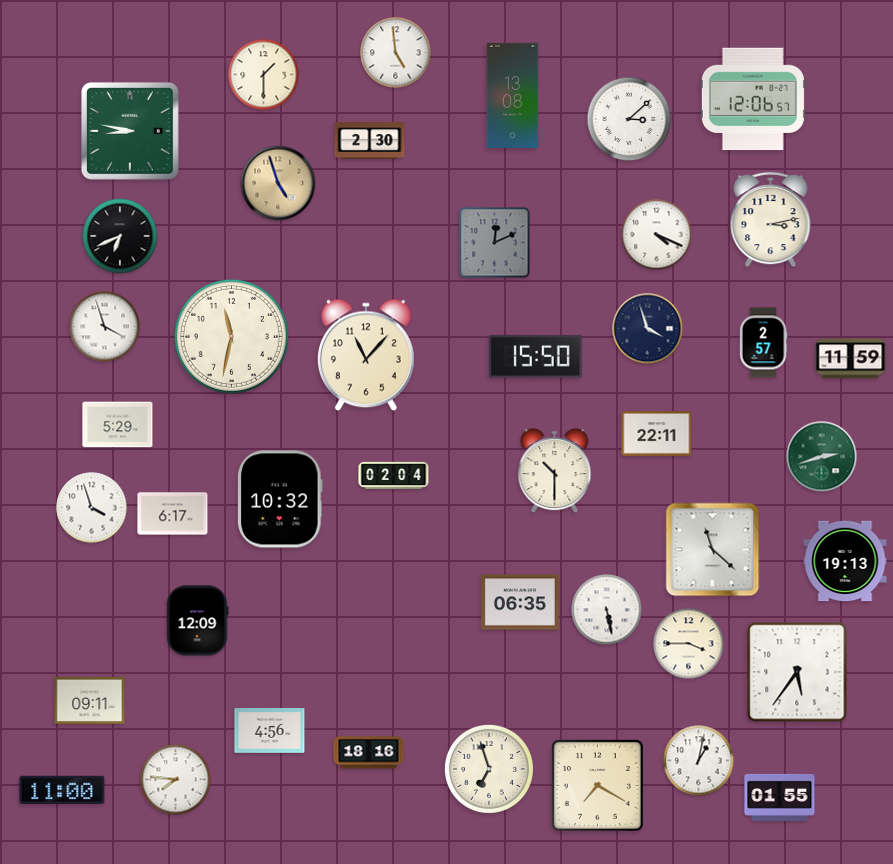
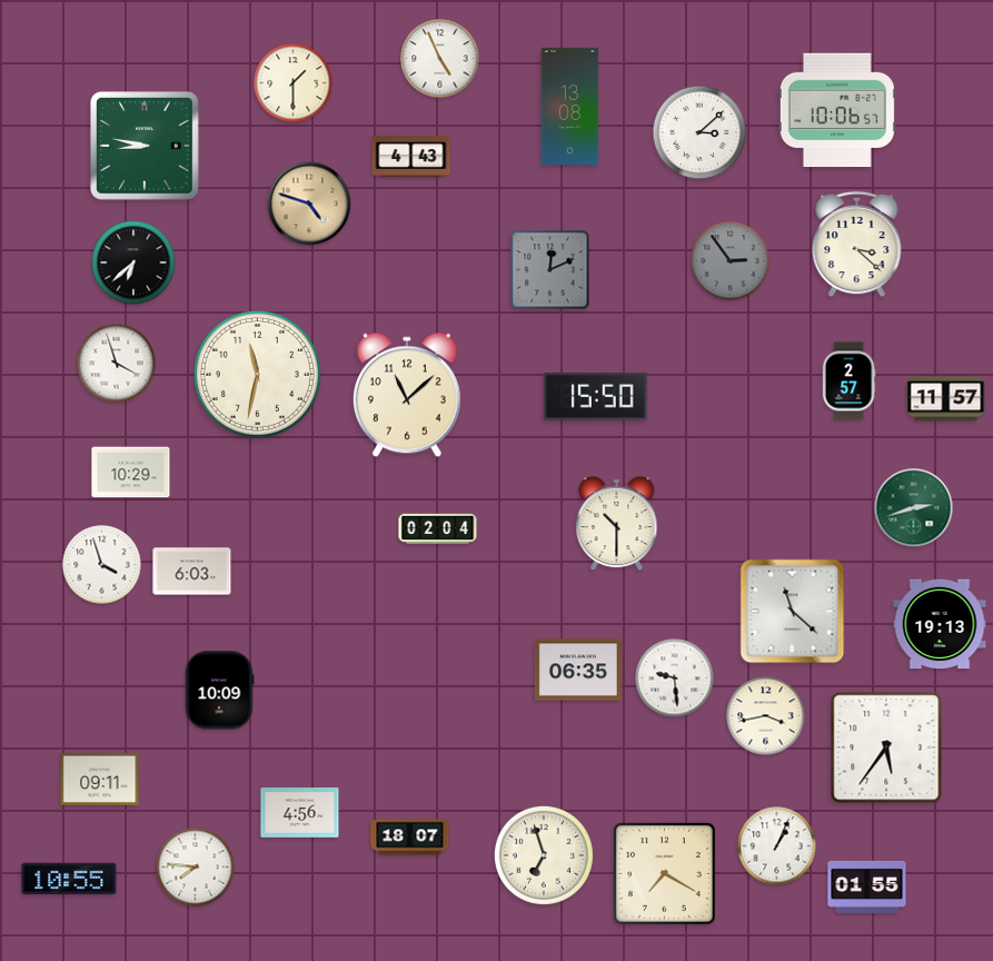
clock at (396, 53): 4:59 -> 4:56
clock at (753, 99): 12:06 -> 10:06
clock at (370, 141): 2:30 -> 4:43
clock at (278, 183): 4:57 -> 4:48
clock at (771, 220): 3:13 -> 3:22
clock at (657, 235): 4:19 -> 2:54
clock at (657, 235) dial: white -> grey
clock at (120, 236): 6:41 -> 6:38
clock at (648, 329): 3:57 -> none
clock at (366, 355): 11:07 -> 11:08
clock at (851, 359): 11:59 -> 11:57
clock at (118, 425): 5:29 -> 10:29
clock at (657, 434): 22:11 -> none
clock at (281, 499): 10:32 -> none
clock at (173, 514): 6:17 -> 6:03
clock at (607, 610): 5:28 -> 9:29
clock at (197, 621): 12:09 -> 10:09
clock at (689, 644): 3:45 -> 3:43
clock at (369, 753): 18:16 -> 18:07
clock at (699, 761): 1:02 -> 1:04
clock at (62, 790): 11:00 -> 10:55
